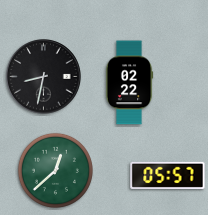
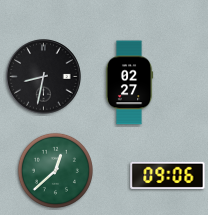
clock at (129, 83): 02:22 -> 02:27
clock at (168, 175): 05:57 -> 09:06
